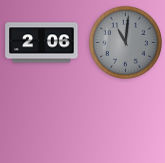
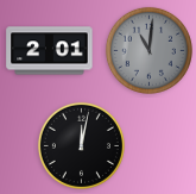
clock at (42, 43): 2:06 -> 2:01
clock at (81, 145): none -> 12:02
